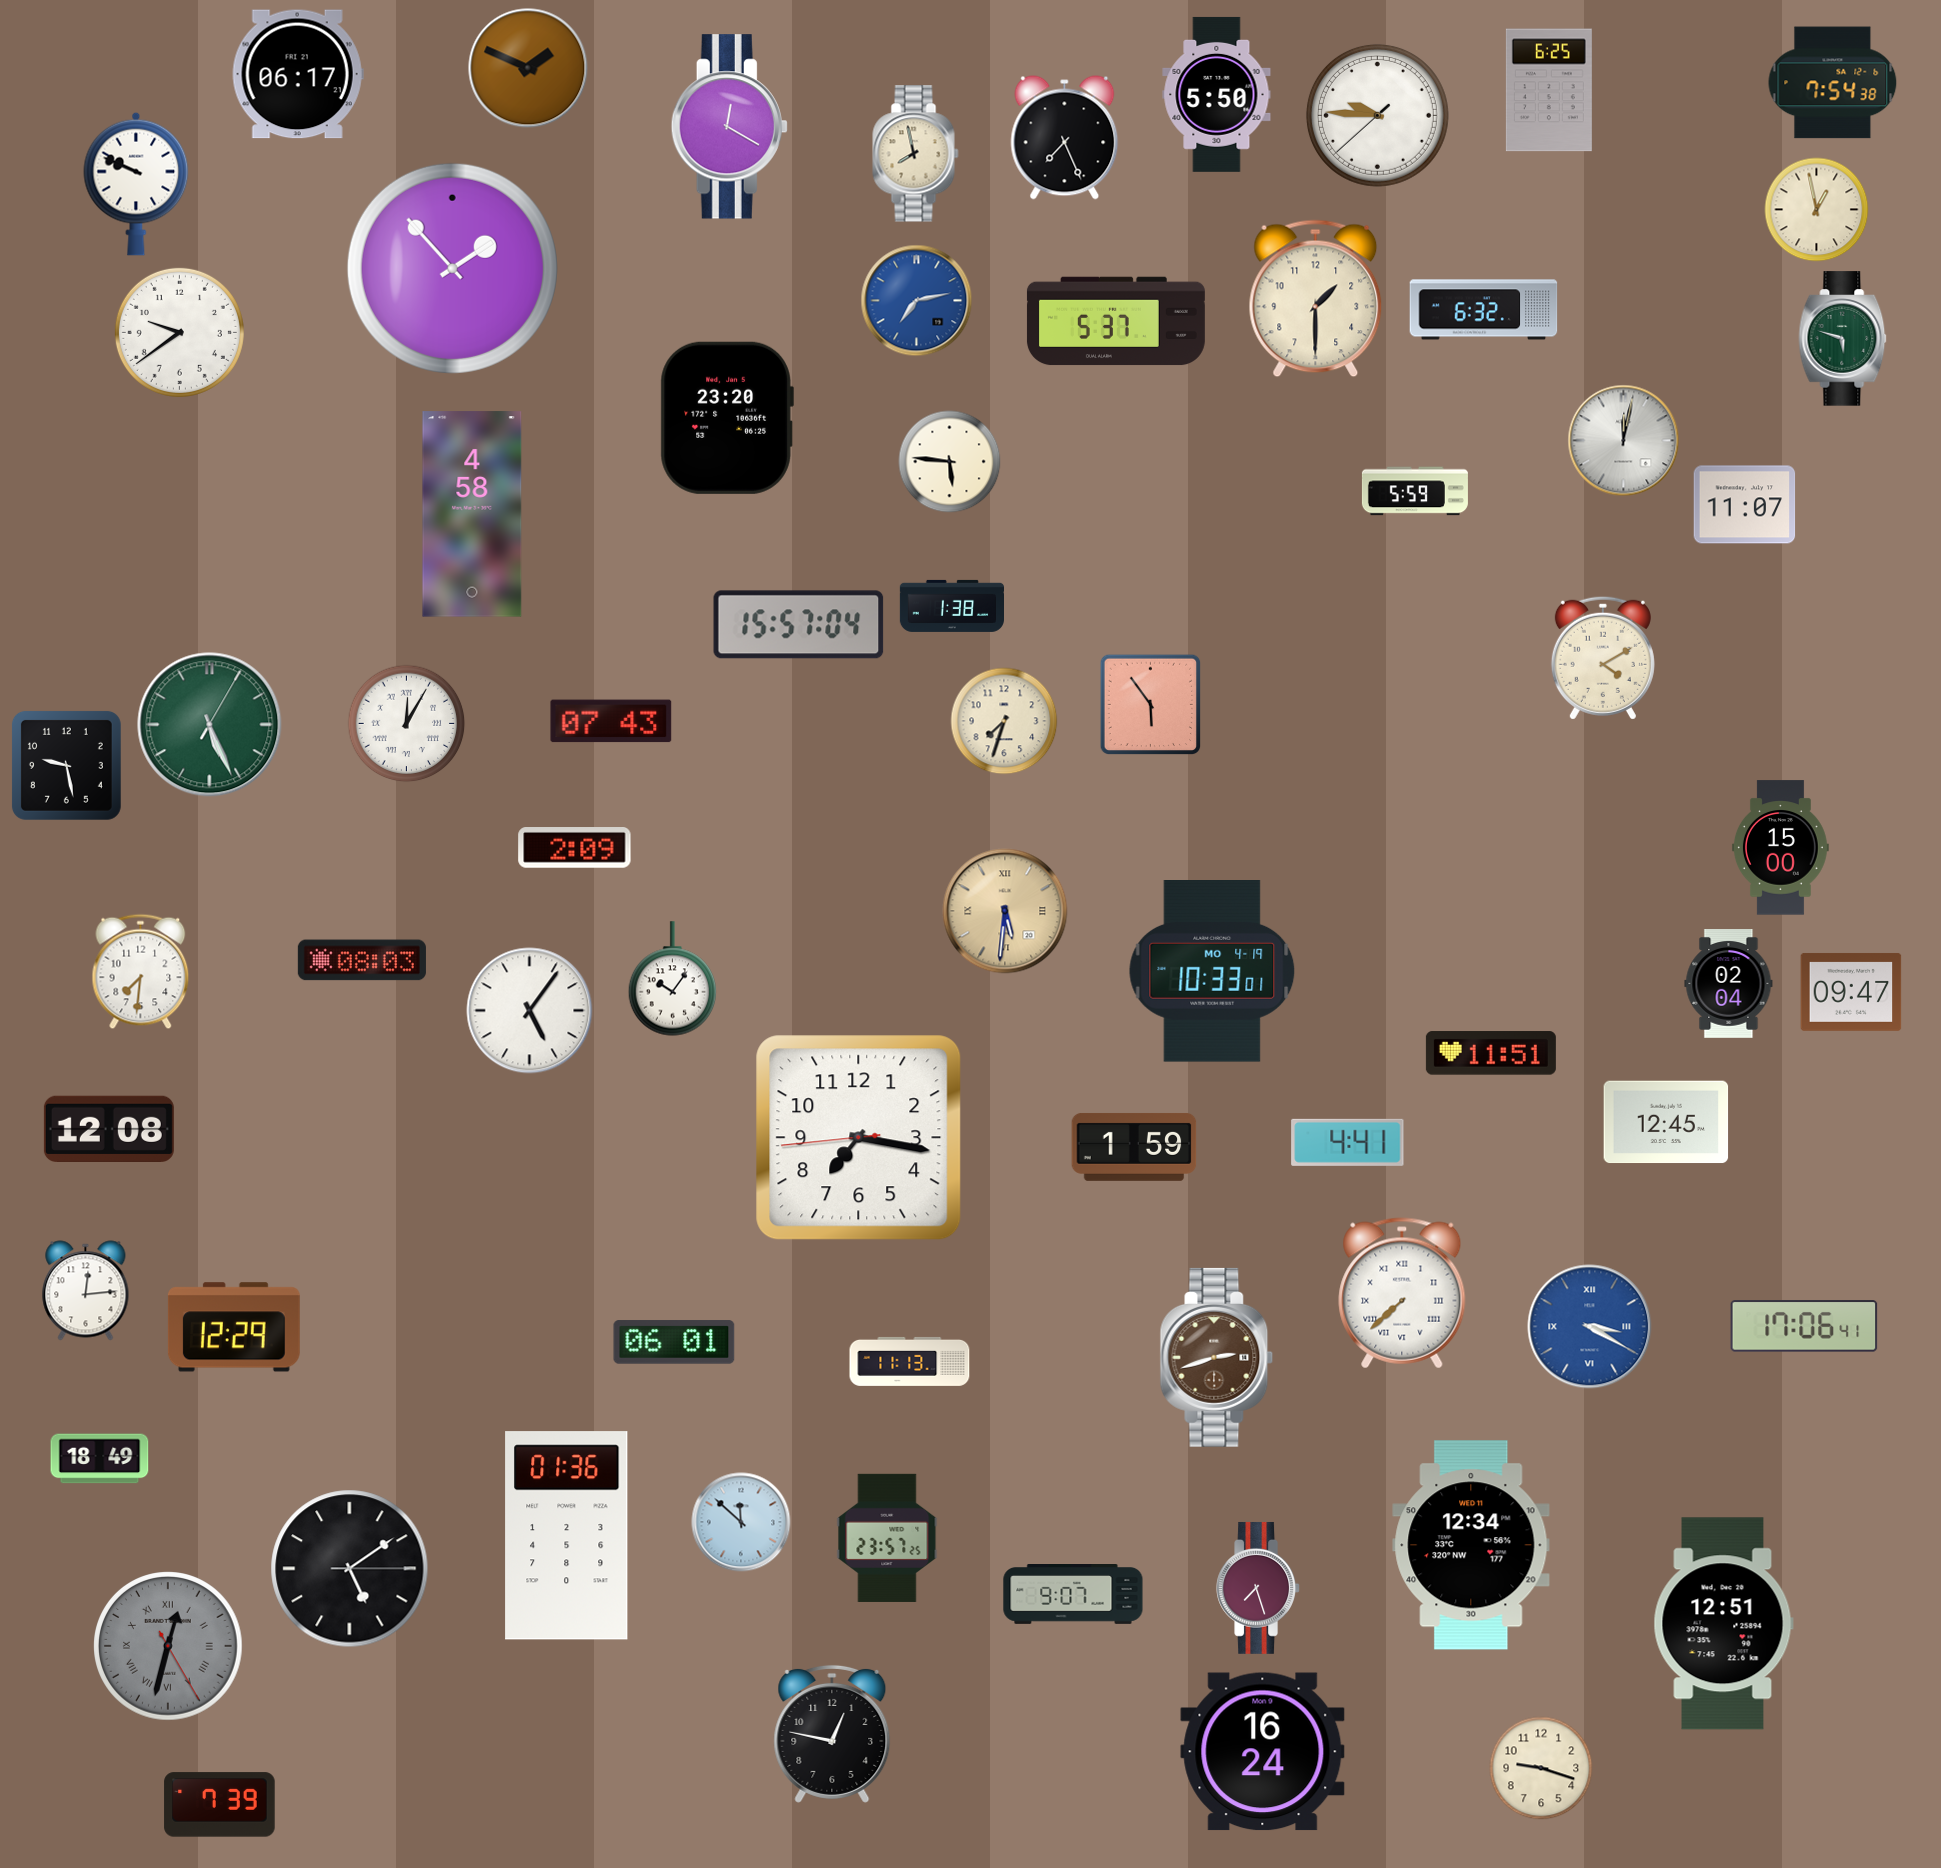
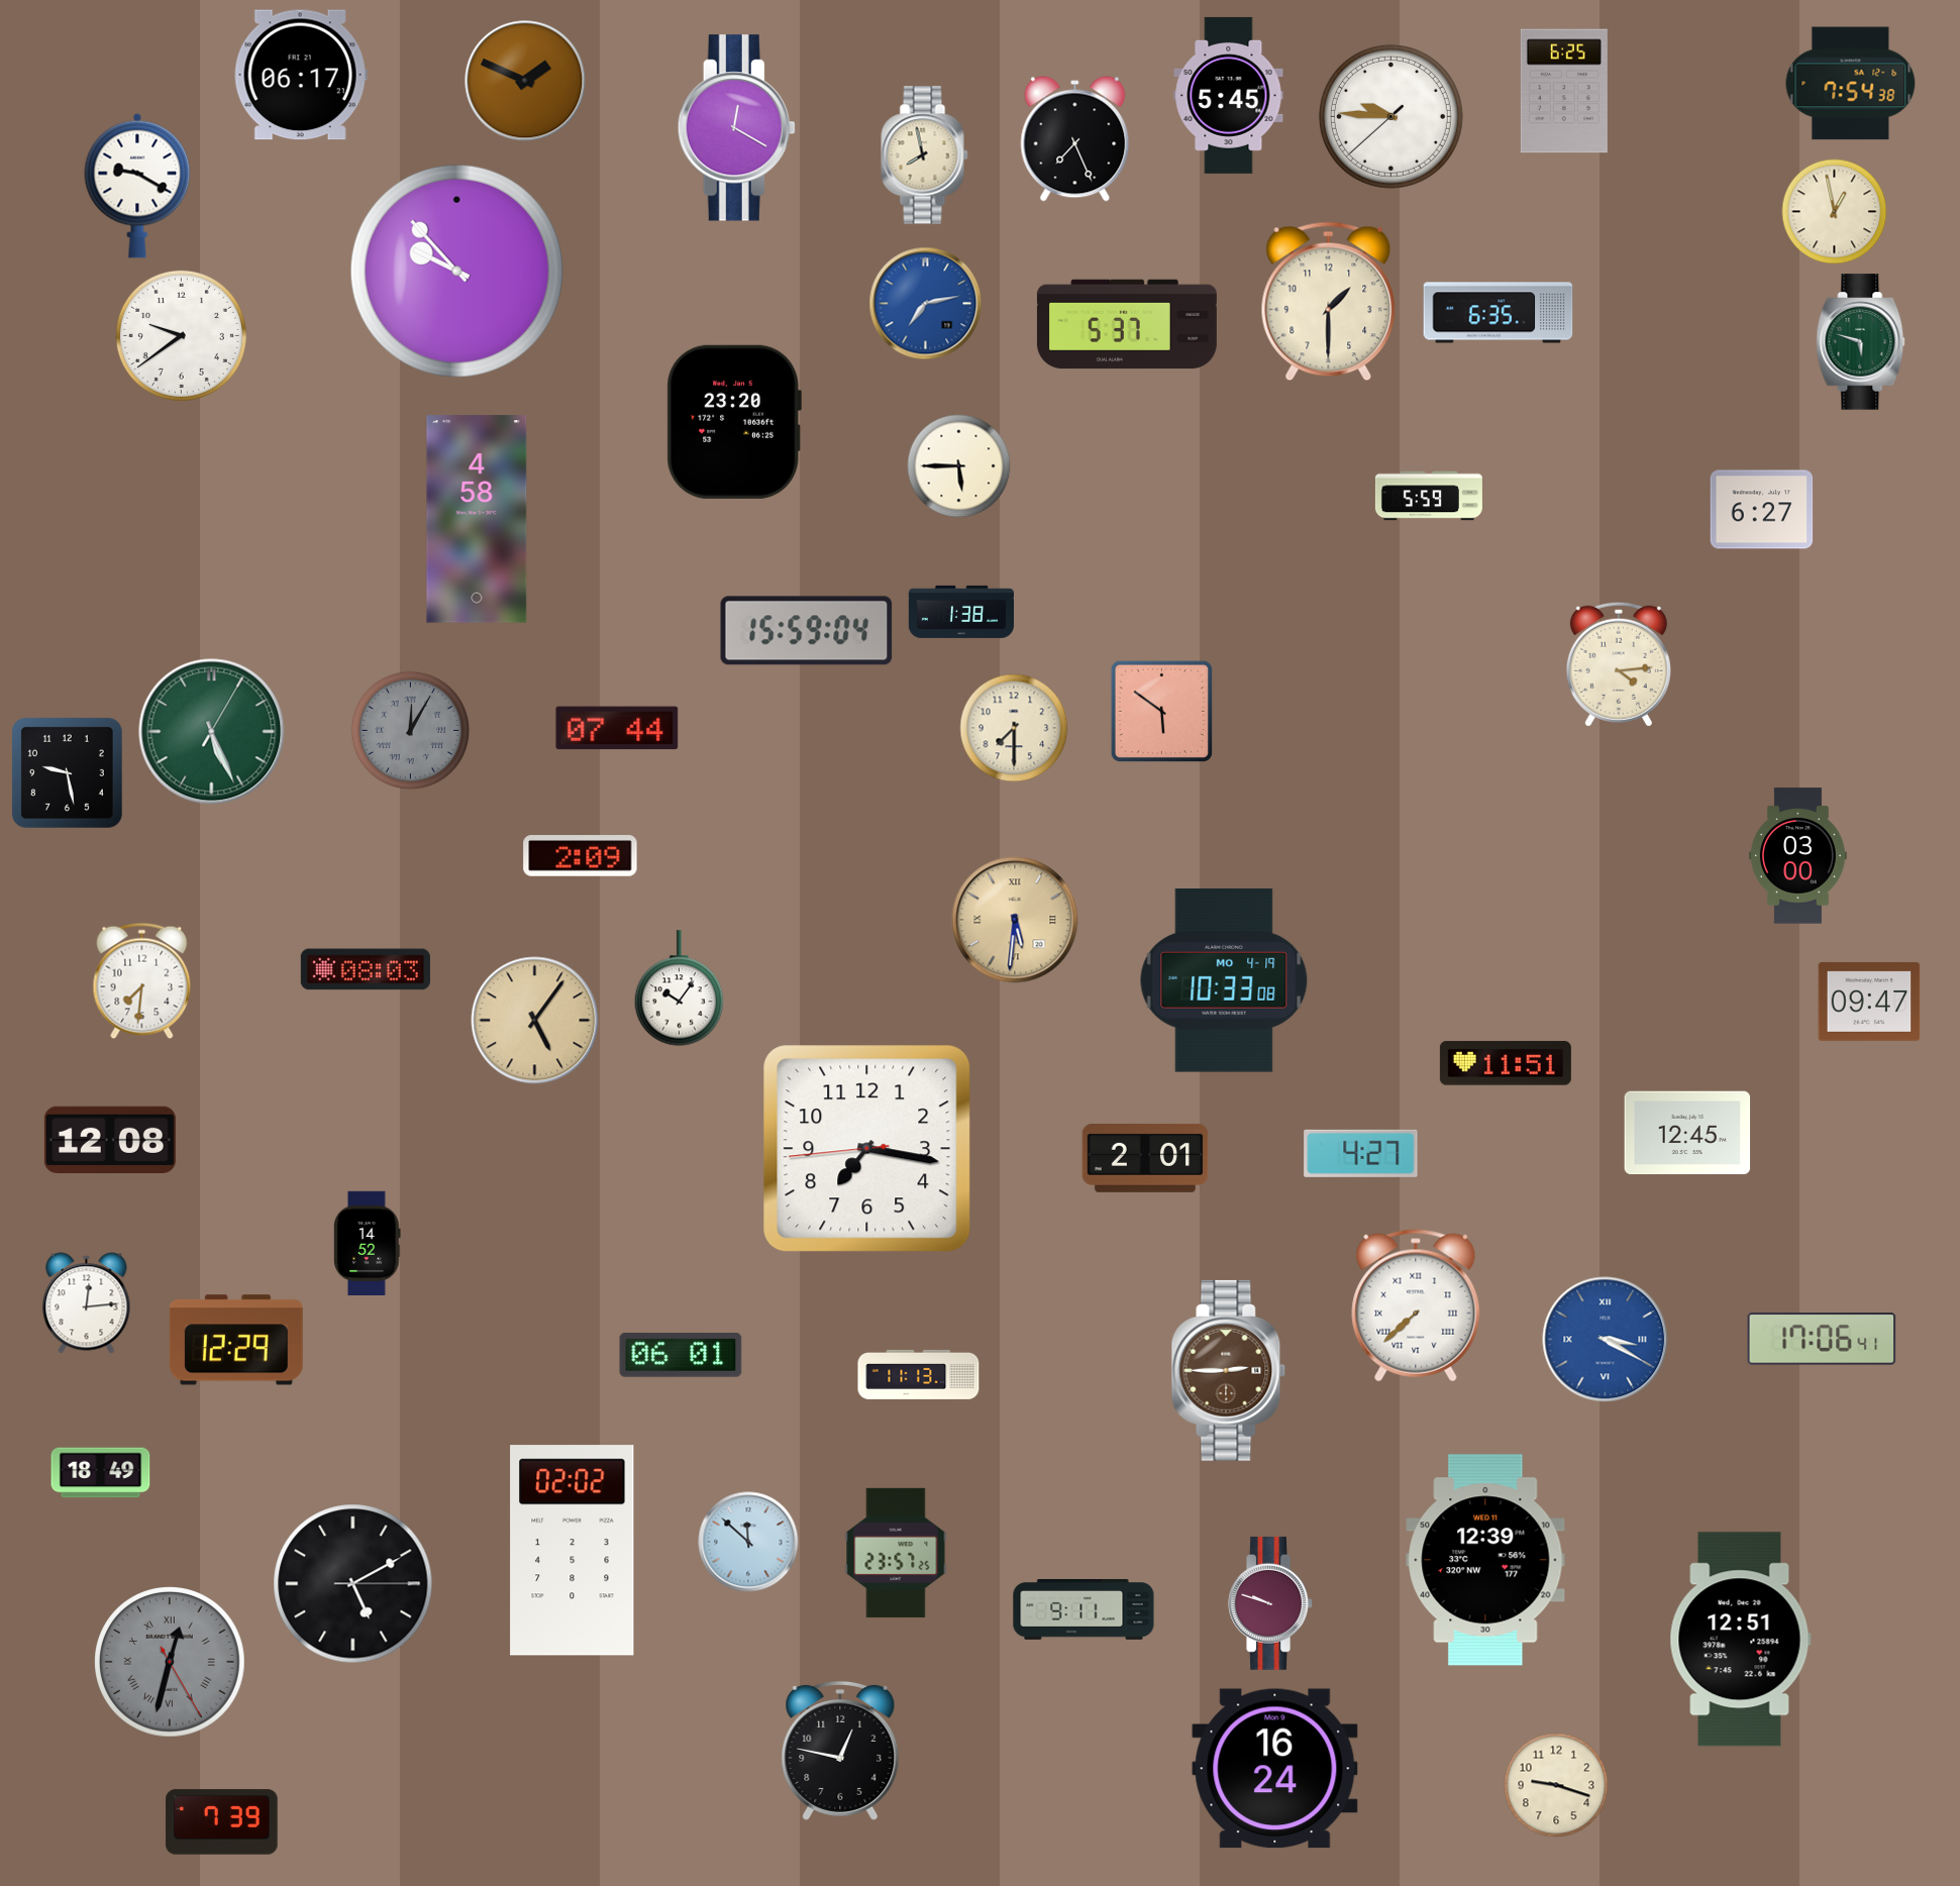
clock at (528, 68) position: (528, 68) -> (525, 81)
clock at (1217, 94): 5:50 -> 5:45
clock at (136, 184): 9:49 -> 9:20
clock at (452, 268): 1:53 -> 9:53
clock at (1484, 310): 6:32 -> 6:35
clock at (1624, 441): 12:02 -> none
clock at (950, 462): 5:46 -> 5:45
clock at (1745, 505): 11:07 -> 6:27
clock at (799, 625): 15:57 -> 15:59
clock at (1603, 658): 4:10 -> 4:14
clock at (1151, 705): 5:54 -> 5:51
clock at (611, 721): 07:43 -> 07:44
clock at (1004, 721): 7:33 -> 7:30
clock at (407, 724) dial: white -> grey
clock at (1780, 848): 15:00 -> 03:00
clock at (1212, 972): 10:33:01 -> 10:33:08
clock at (1729, 984): 02:04 -> none
clock at (530, 1011) dial: white -> champagne
clock at (1666, 1122) position: (1666, 1122) -> (1687, 1133)
clock at (1348, 1142): 4:41 -> 4:27
clock at (1134, 1147): 1:59 -> 2:01
clock at (368, 1243): none -> 14:52
clock at (1217, 1357): 2:42 -> 2:45
clock at (741, 1522) position: (741, 1522) -> (748, 1542)
clock at (567, 1536): 01:36 -> 02:02
clock at (1471, 1545): 12:34 -> 12:39
clock at (350, 1569): 5:09 -> 5:10
clock at (1258, 1588): 7:27 -> 9:48
clock at (1073, 1595): 9:07 -> 9:11
